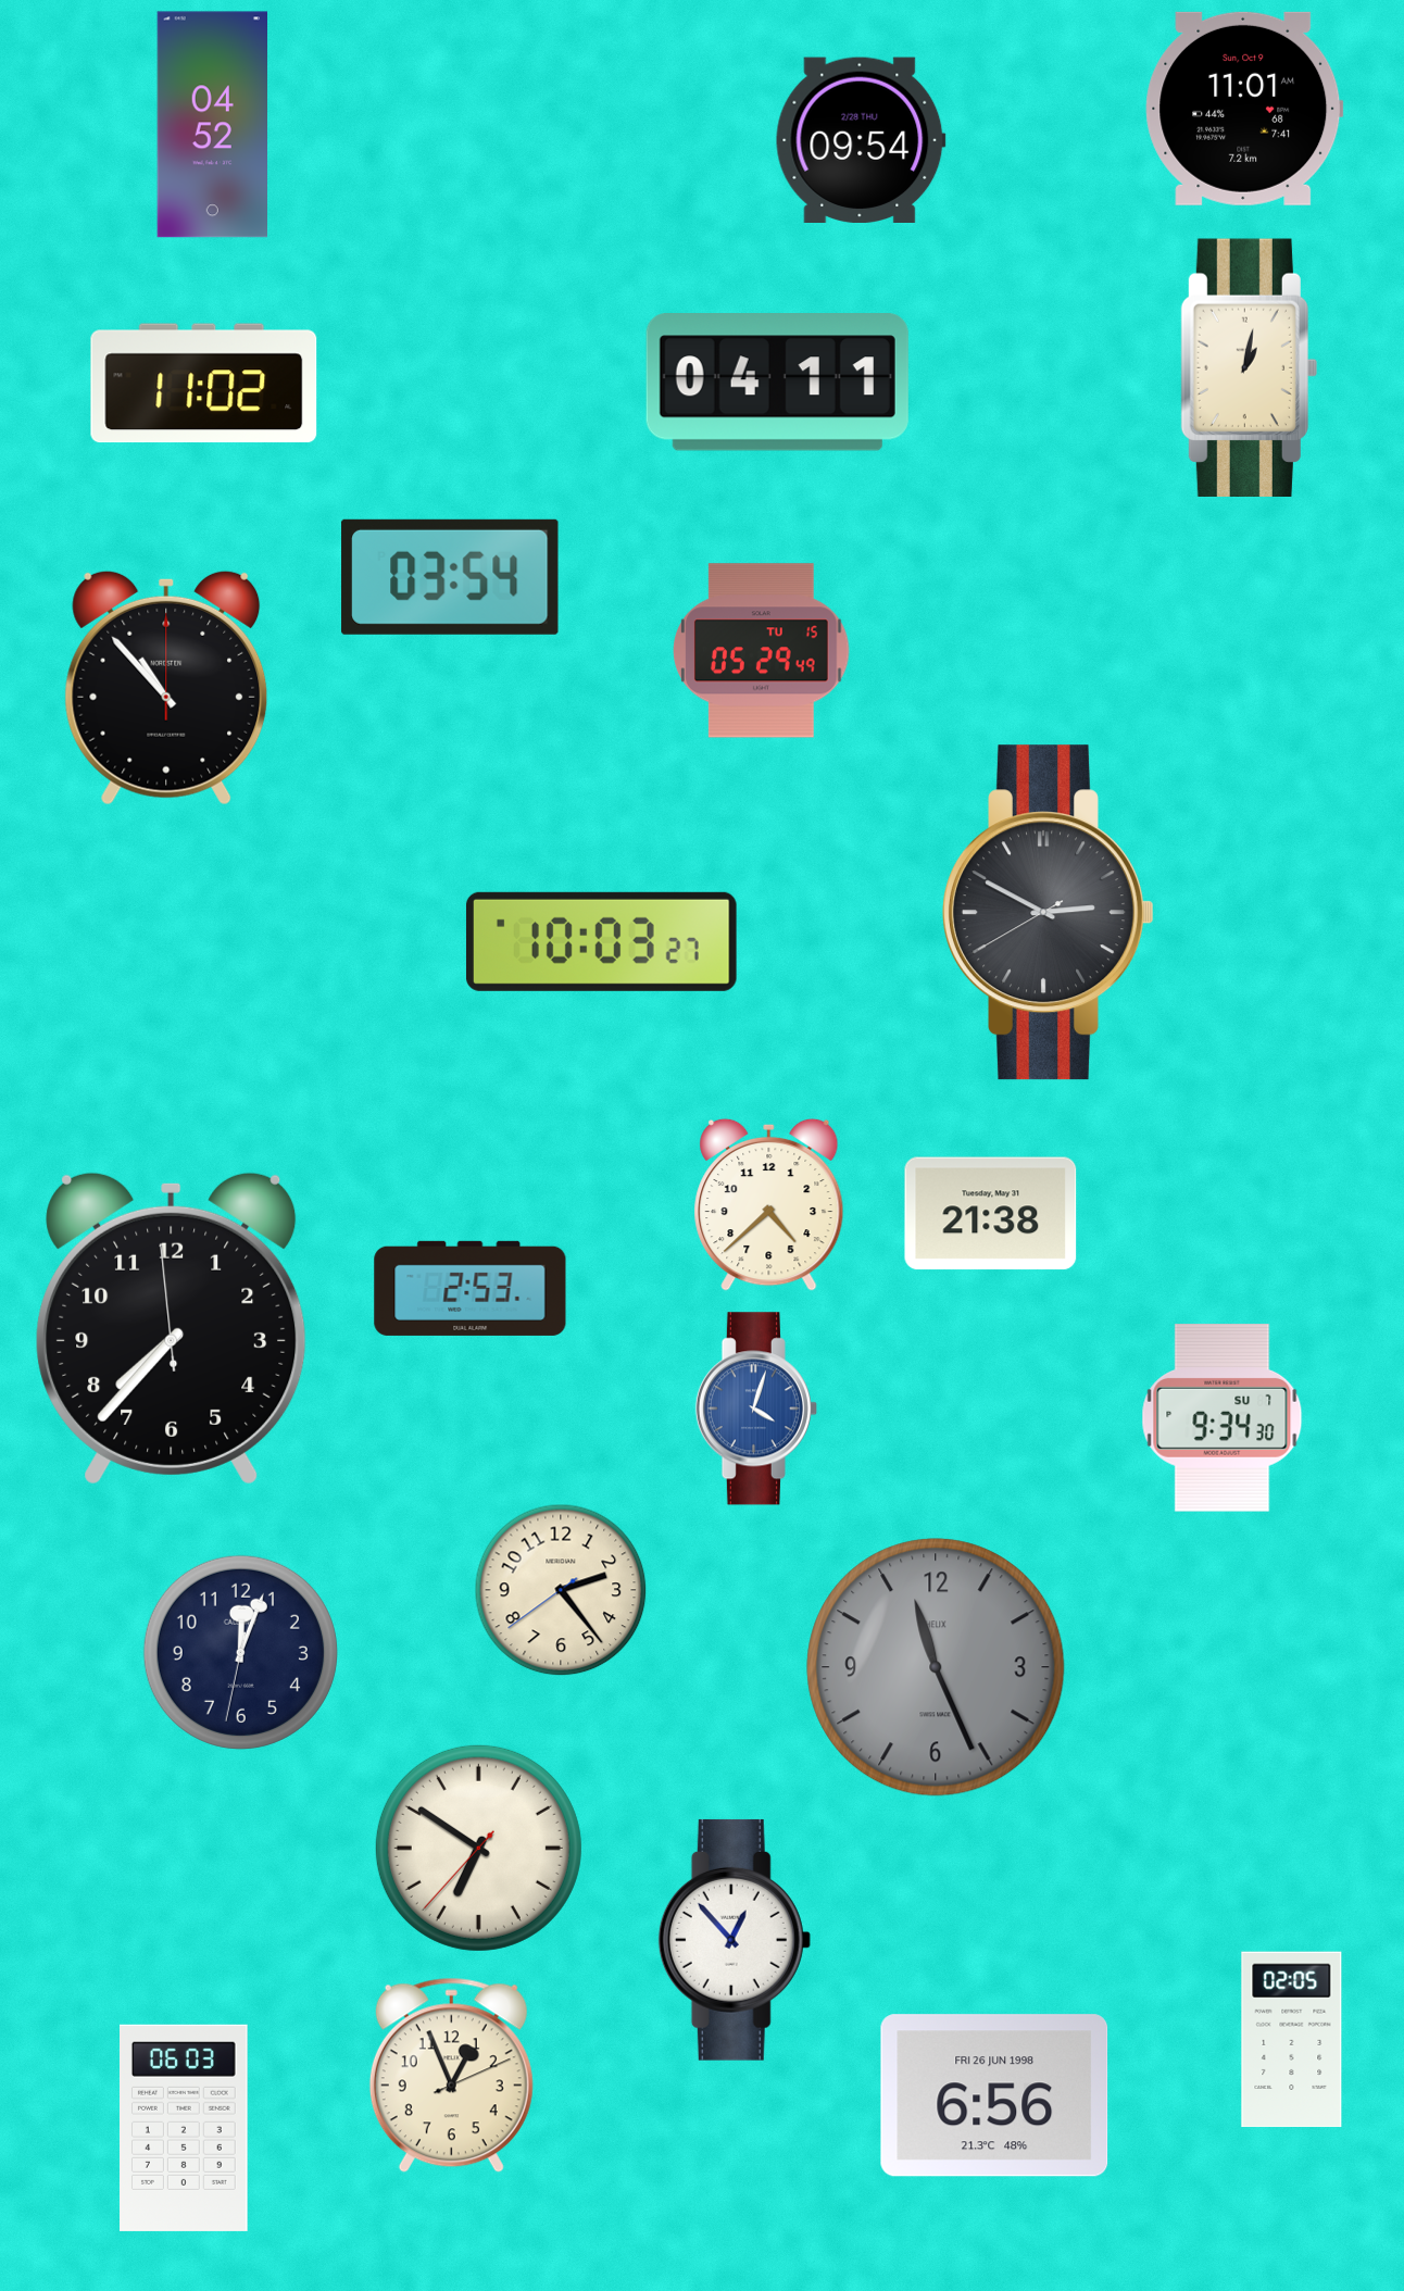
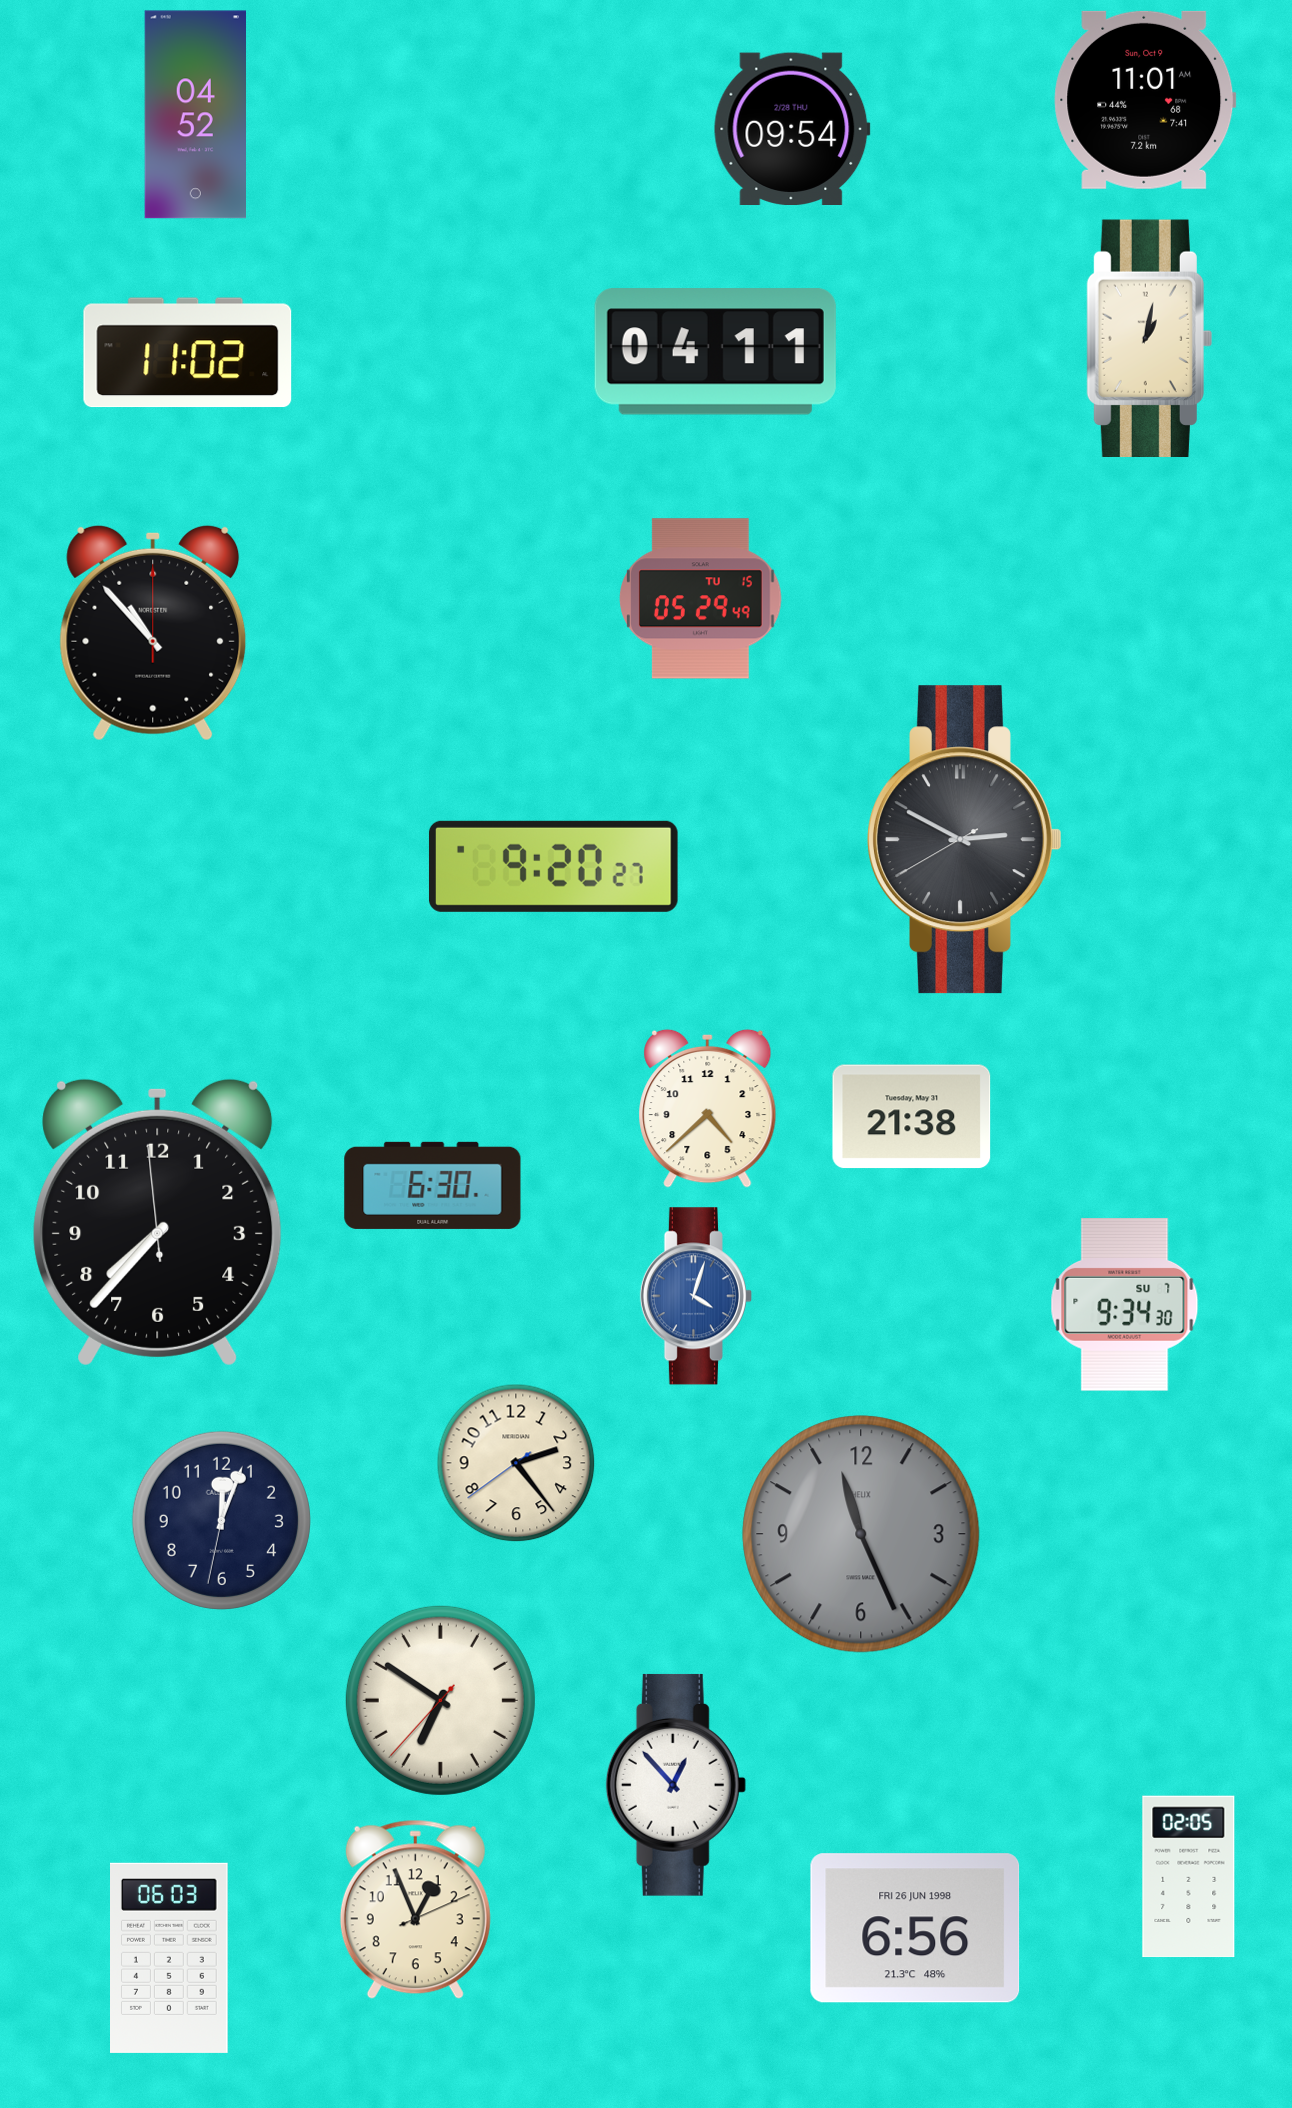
clock at (450, 577): 03:54 -> none
clock at (601, 941): 10:03 -> 9:20
clock at (471, 1288): 2:53 -> 6:30
